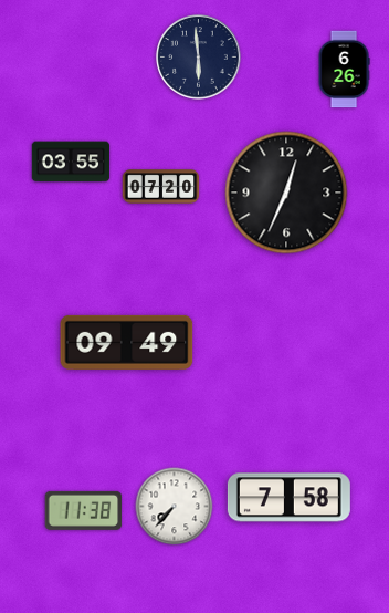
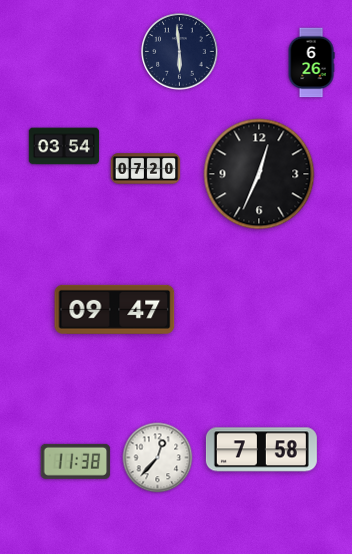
clock at (71, 162): 03:55 -> 03:54
clock at (127, 342): 09:49 -> 09:47
clock at (175, 507): 7:37 -> 12:37
